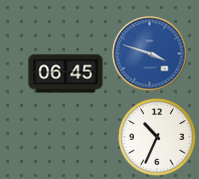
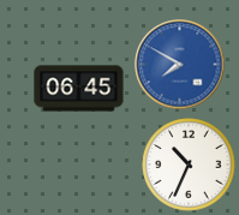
clock at (150, 54): 3:48 -> 7:50
